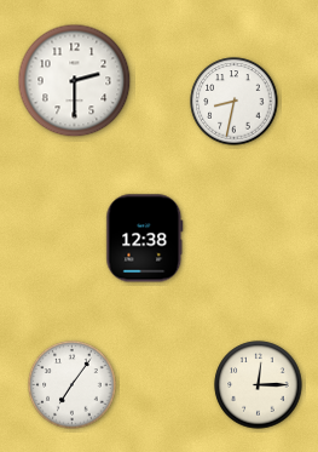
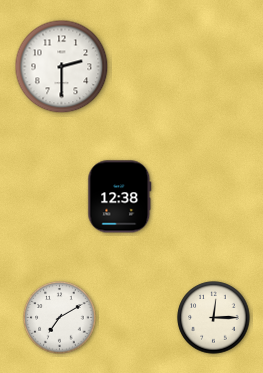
clock at (235, 102): 8:32 -> none
clock at (73, 385): 7:06 -> 7:10
